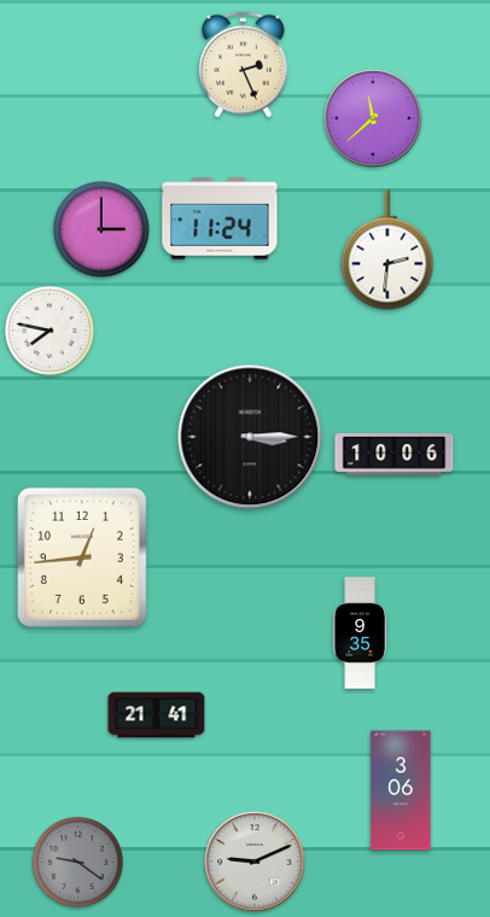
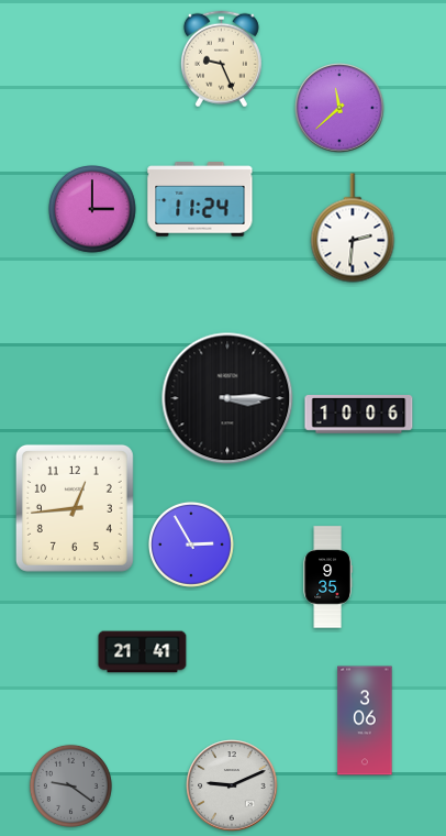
clock at (243, 65): 2:26 -> 9:26
clock at (49, 331): 7:47 -> none
clock at (191, 544): none -> 2:55
